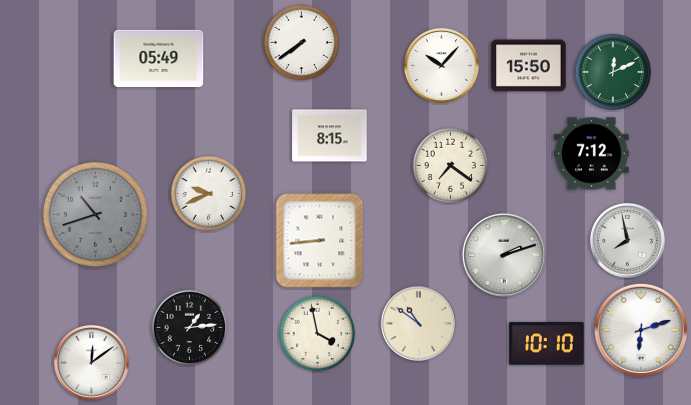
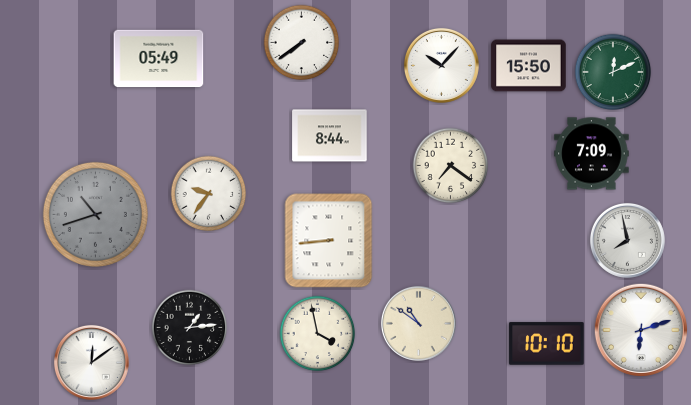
clock at (330, 136): 8:15 -> 8:44
clock at (592, 154): 7:12 -> 7:09
clock at (209, 194): 9:41 -> 9:36
clock at (320, 241) position: (320, 241) -> (329, 241)
clock at (504, 255): 2:12 -> none
